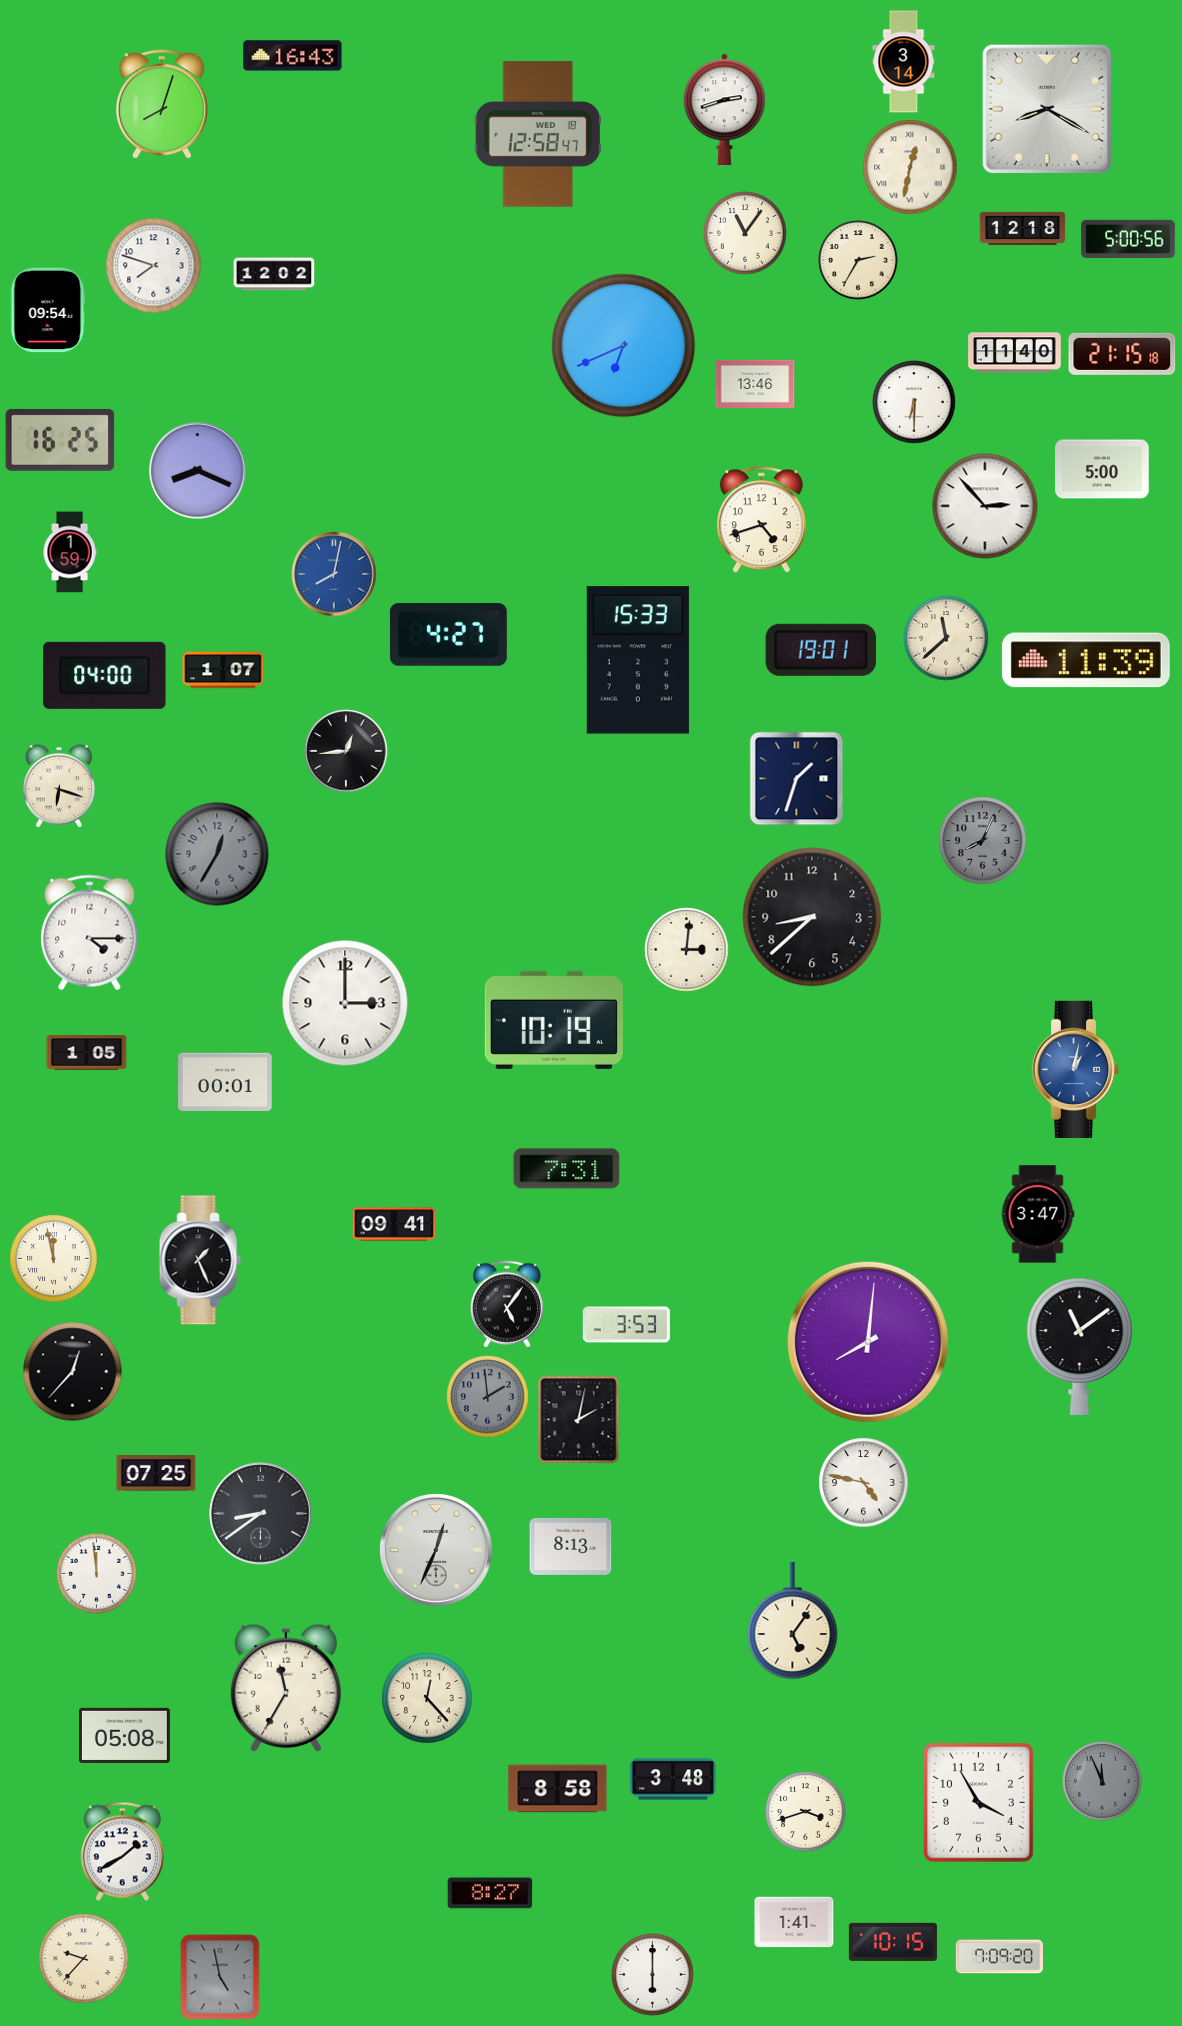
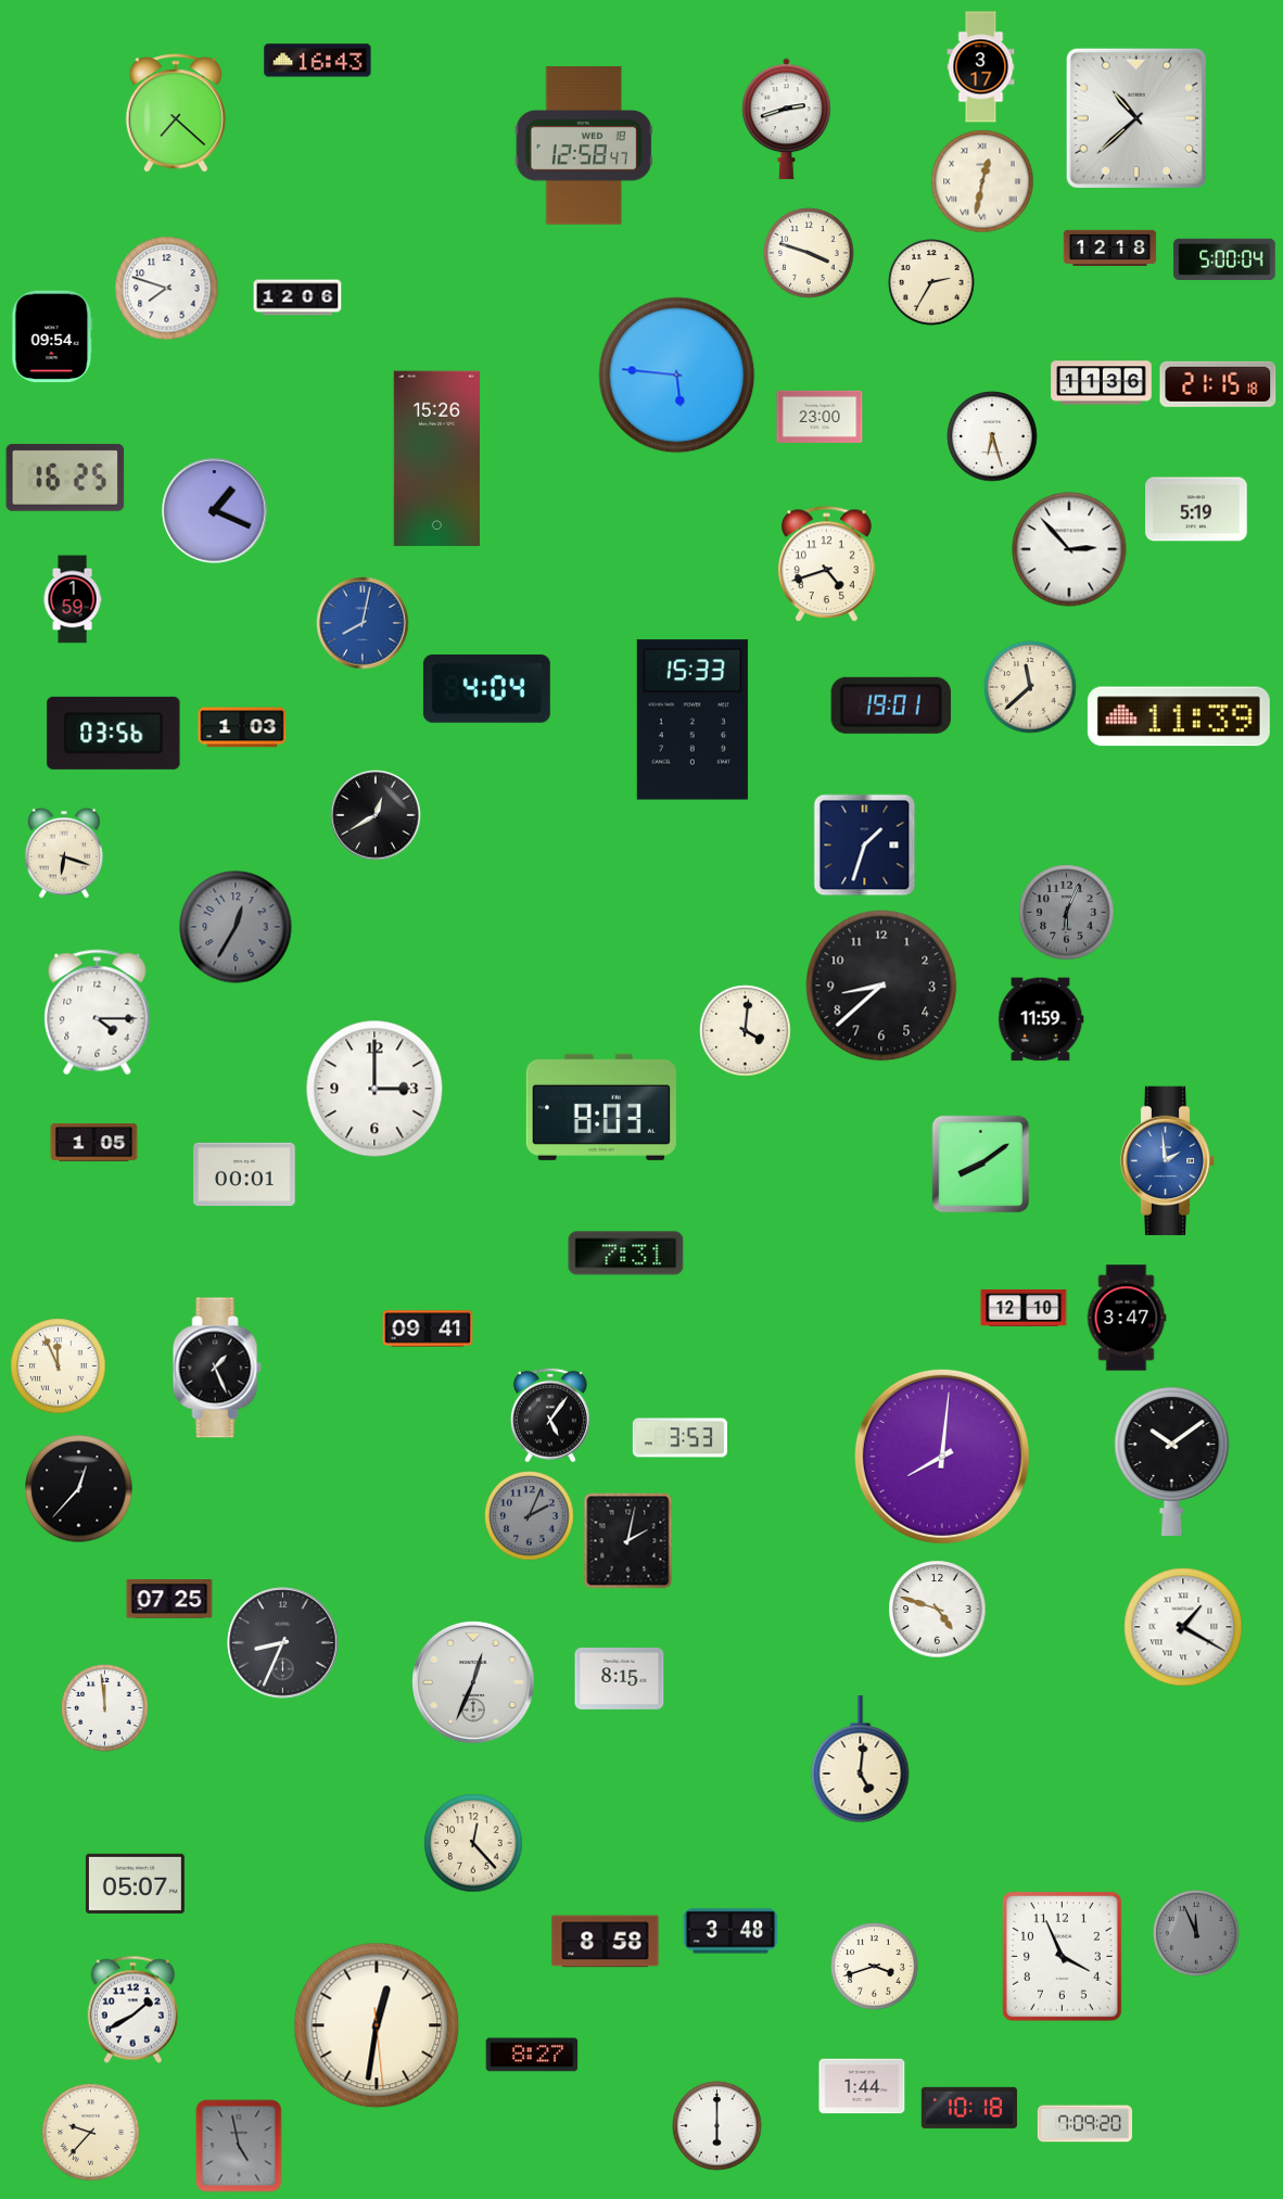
clock at (904, 62): 3:14 -> 3:17
clock at (162, 104): 8:03 -> 7:22
clock at (1046, 108): 8:20 -> 10:38
clock at (910, 167) position: (910, 167) -> (982, 181)
clock at (745, 233): 11:06 -> 3:48
clock at (1128, 238): 5:00:56 -> 5:00:04
clock at (274, 274): 12:02 -> 12:06
clock at (624, 346): 6:41 -> 5:46
clock at (1015, 353): 11:40 -> 11:36
clock at (755, 384): 13:46 -> 23:00
clock at (914, 402): 6:30 -> 6:27
clock at (436, 459): none -> 15:26
clock at (1102, 469): 5:00 -> 5:19
clock at (198, 471): 8:19 -> 1:19
clock at (70, 552) position: (70, 552) -> (73, 599)
clock at (448, 635): 4:27 -> 4:04
clock at (946, 638) position: (946, 638) -> (1030, 687)
clock at (638, 660) position: (638, 660) -> (693, 720)
clock at (223, 670): 1:07 -> 1:03
clock at (105, 675): 04:00 -> 03:56
clock at (346, 751): 12:44 -> 12:40
clock at (983, 841): 8:04 -> 6:04
clock at (812, 917) position: (812, 917) -> (881, 986)
clock at (1041, 1019): none -> 11:59
clock at (687, 950): 3:01 -> 4:01
clock at (554, 1020): 10:19 -> 8:03
clock at (1076, 1069): 1:02 -> 1:59
clock at (981, 1165): none -> 8:09
clock at (567, 1169) position: (567, 1169) -> (626, 1254)
clock at (1024, 1308): none -> 12:10
clock at (54, 1259): 11:58 -> 11:56
clock at (1080, 1346): 11:09 -> 10:09
clock at (488, 1397): 1:59 -> 2:04
clock at (864, 1483): 4:47 -> 4:48
clock at (1183, 1627): none -> 1:20
clock at (261, 1514): 8:39 -> 8:34
clock at (571, 1546): 8:13 -> 8:15
clock at (793, 1621): 5:06 -> 5:01
clock at (286, 1688): 11:35 -> none
clock at (427, 1698) position: (427, 1698) -> (473, 1843)
clock at (124, 1735): 05:08 -> 05:07
clock at (978, 1802): 3:55 -> 3:56
clock at (377, 2025): none -> 12:31
clock at (794, 1922): 1:41 -> 1:44
clock at (893, 1942): 10:15 -> 10:18
clock at (84, 1959) position: (84, 1959) -> (91, 2133)
clock at (653, 1975) position: (653, 1975) -> (717, 2126)
